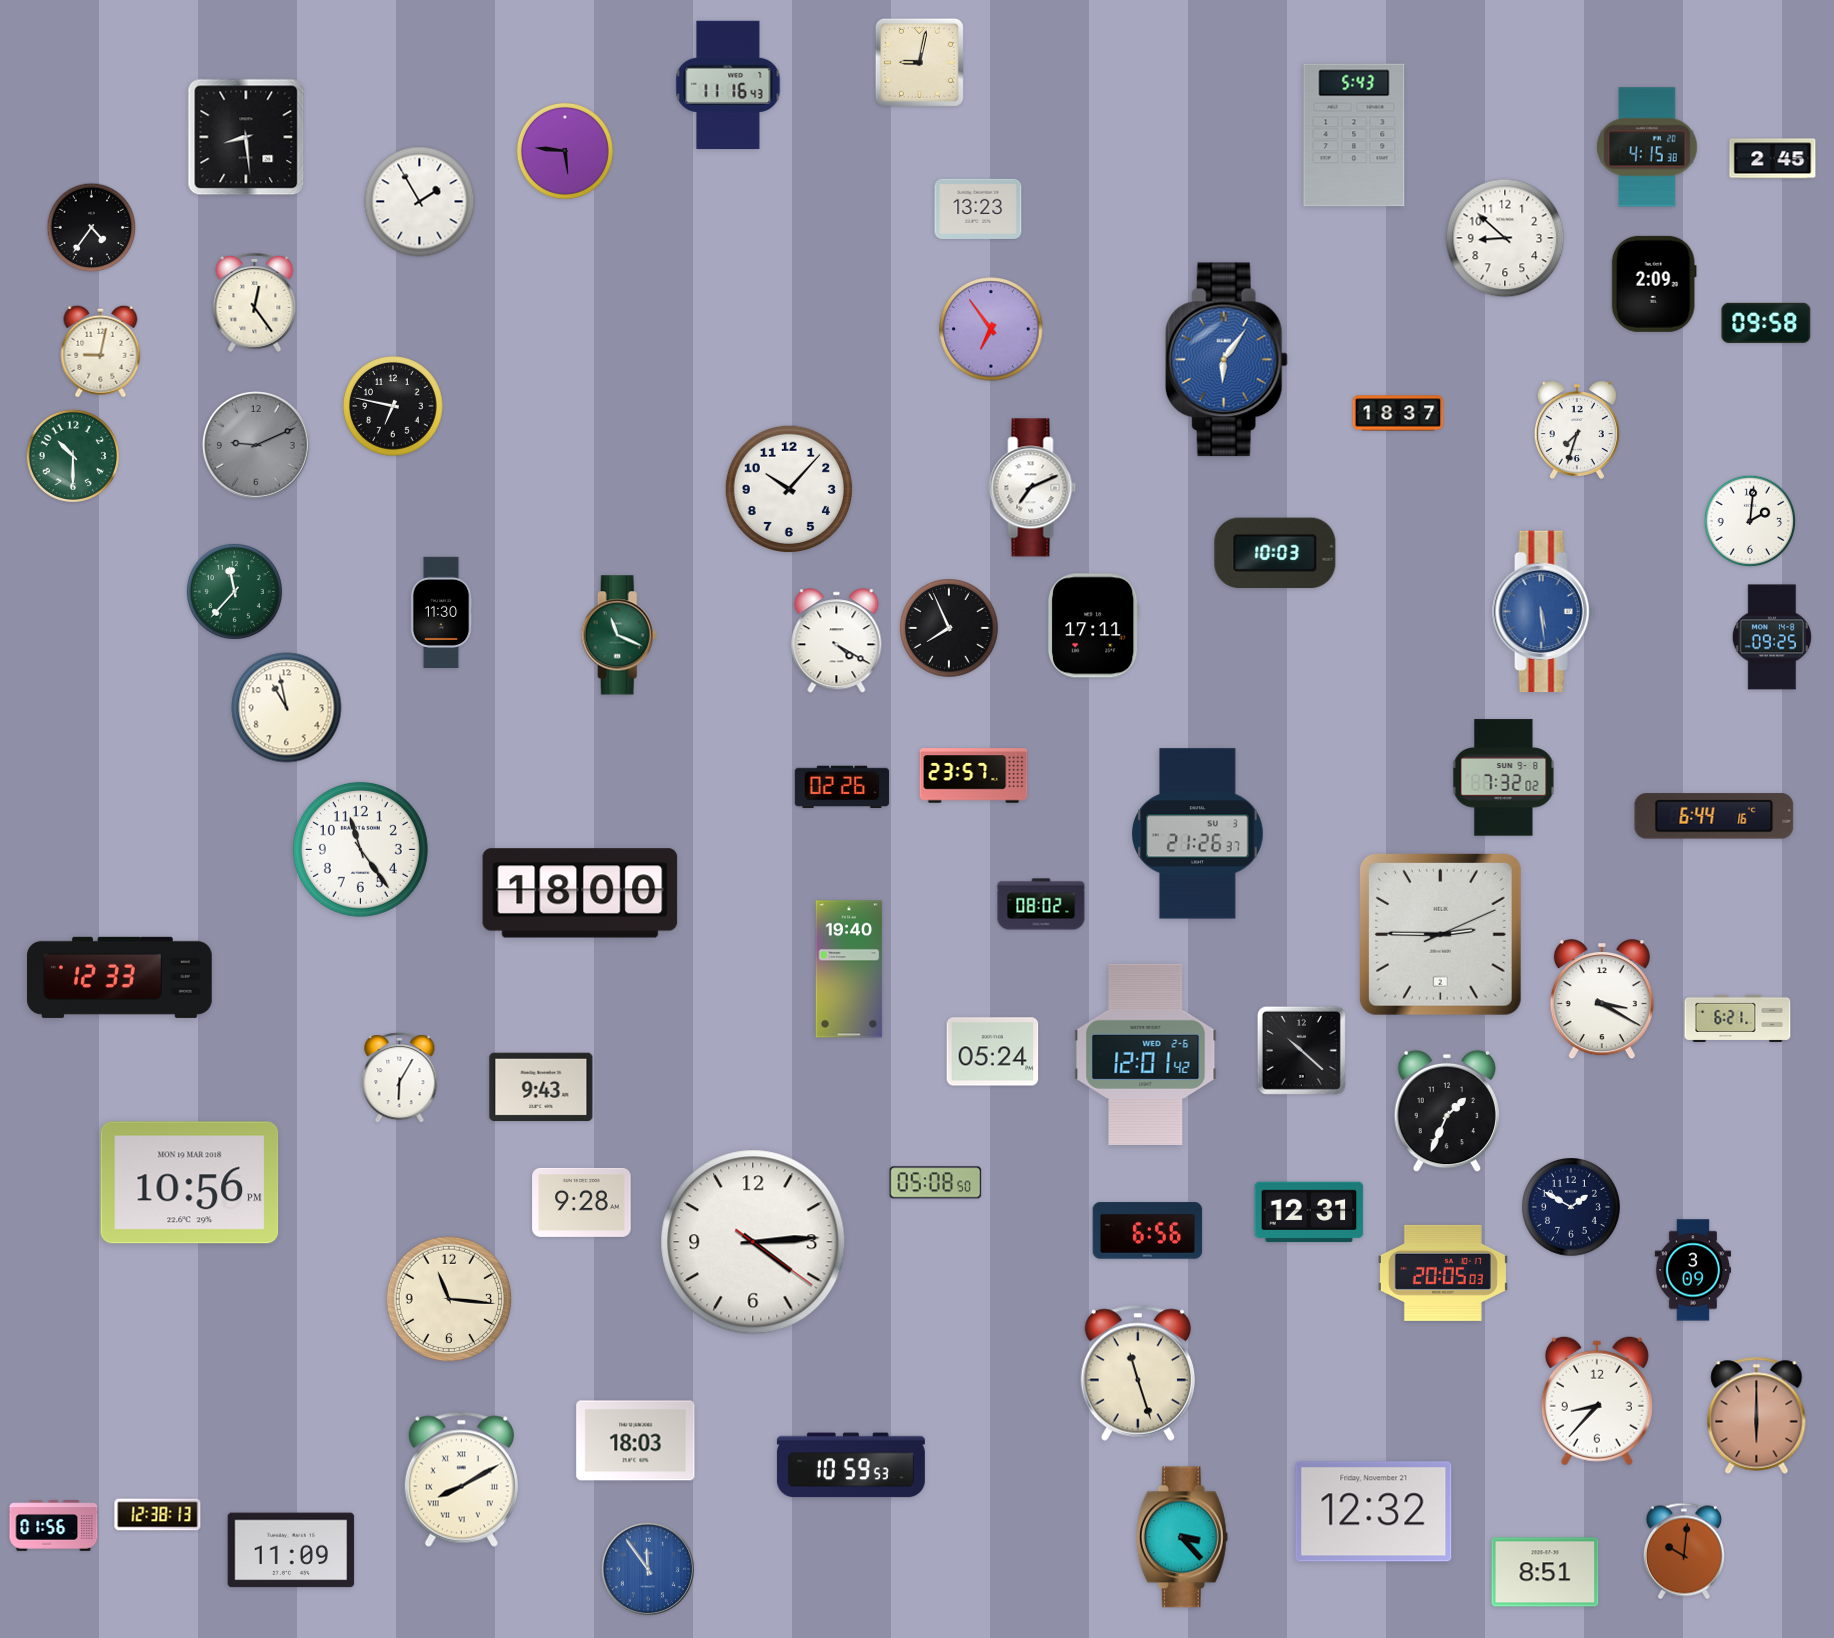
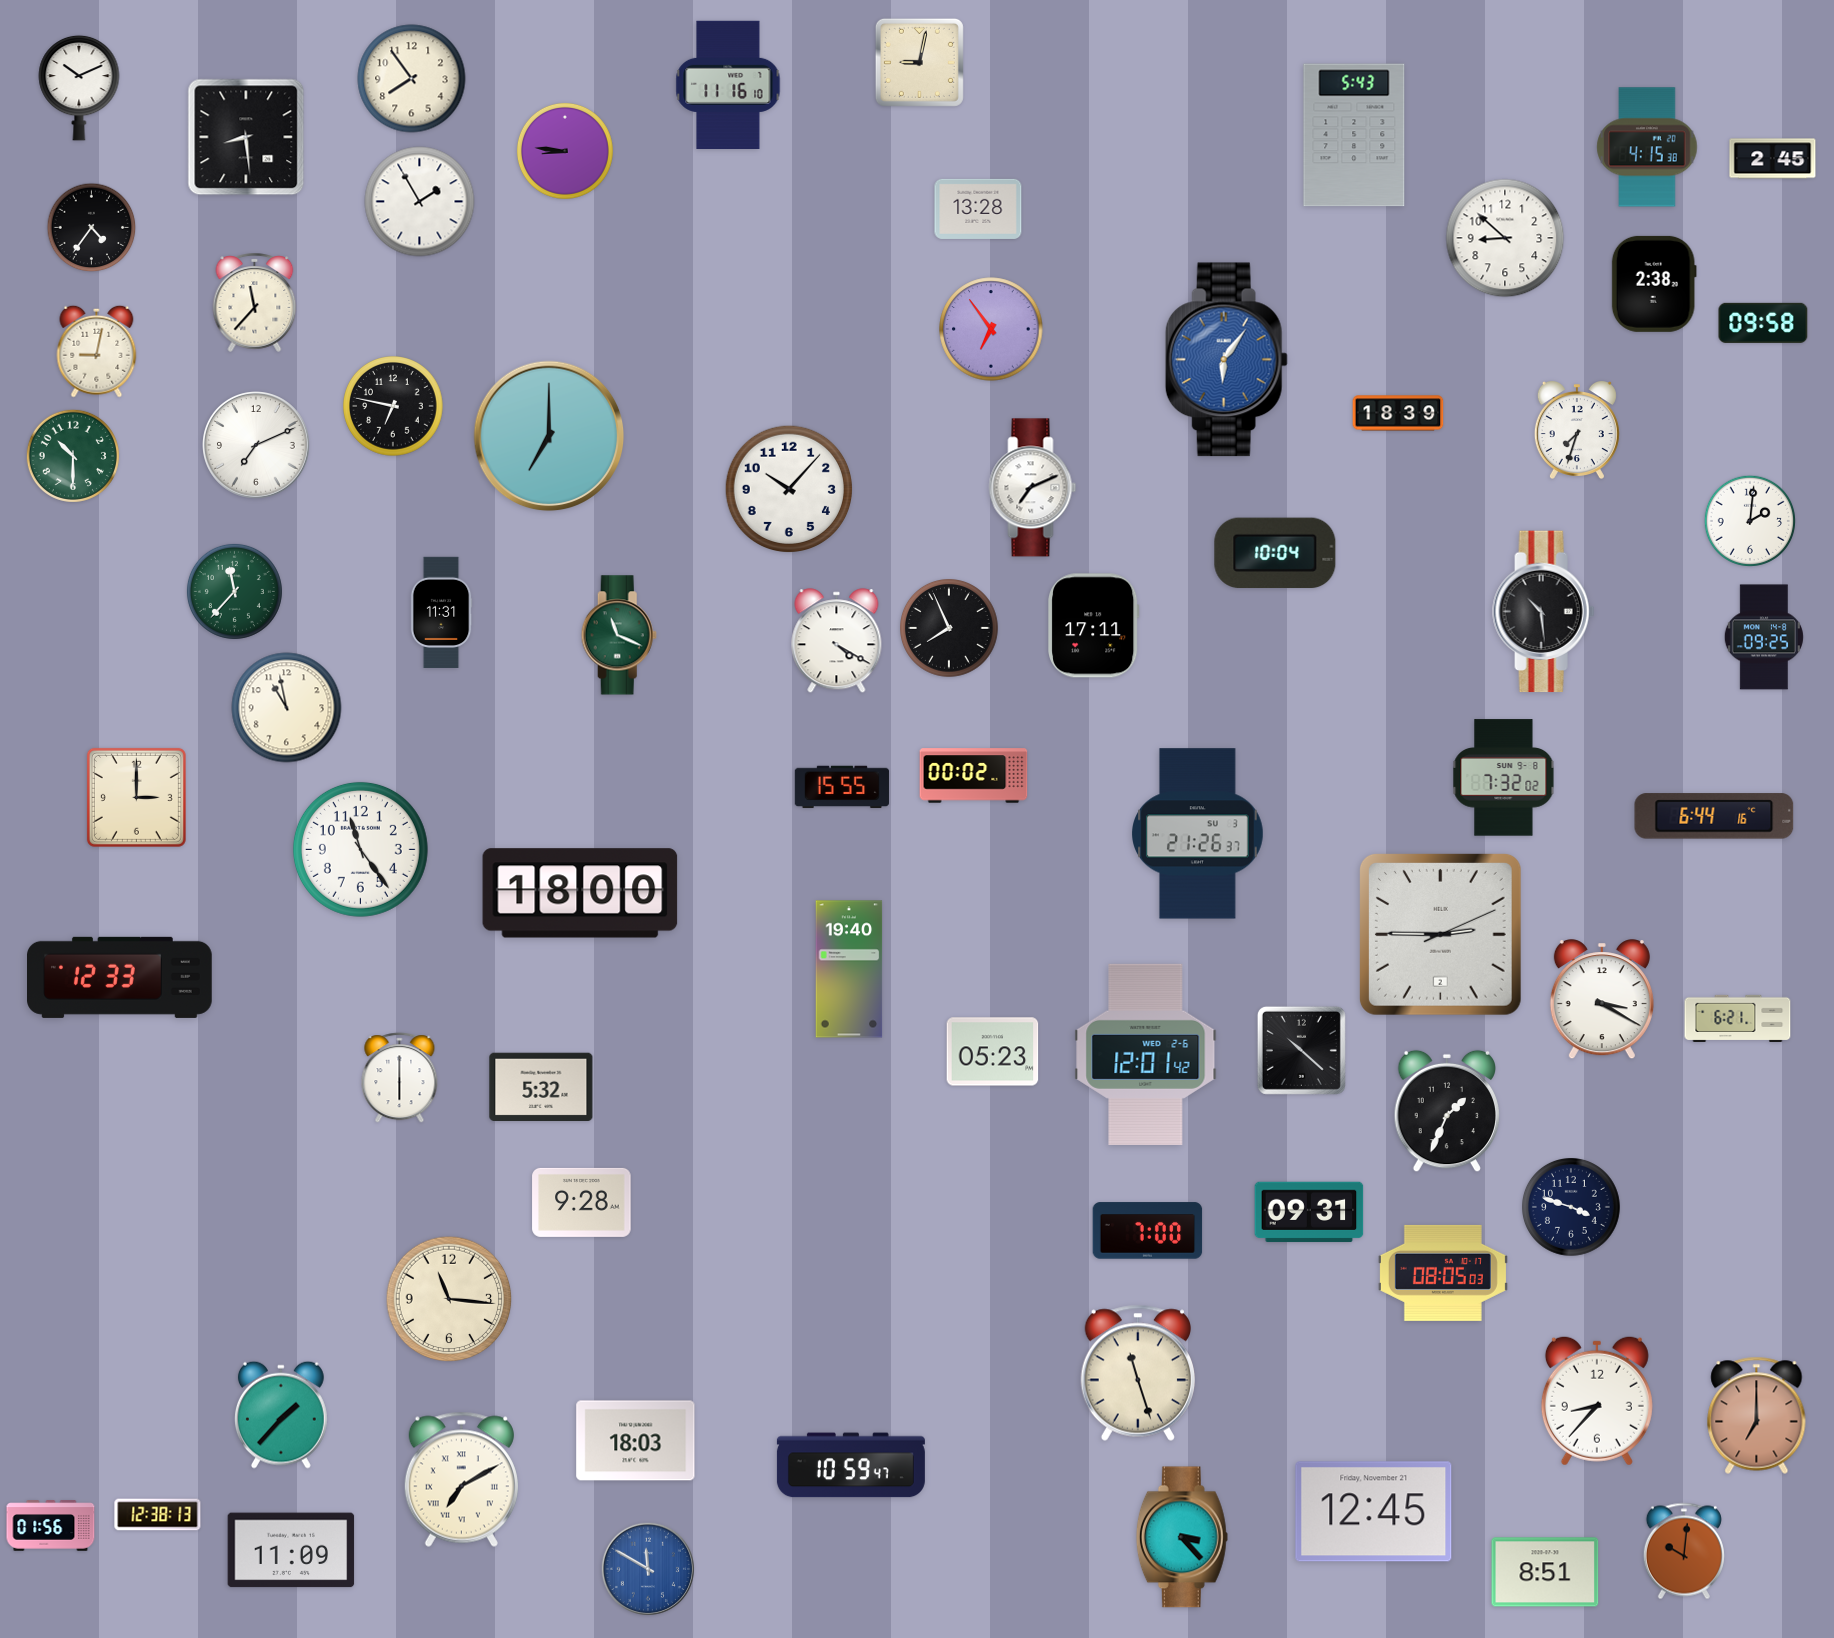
clock at (412, 79): none -> 7:54
clock at (728, 84): 11:16:43 -> 11:16:10
clock at (79, 88): none -> 10:11
clock at (565, 151): 5:46 -> 8:46
clock at (978, 209): 13:23 -> 13:28
clock at (1654, 284): 2:09 -> 2:38
clock at (255, 302): 12:24 -> 11:37
clock at (1766, 323) position: (1766, 323) -> (1763, 323)
clock at (101, 351) position: (101, 351) -> (97, 351)
clock at (1398, 413): 18:37 -> 18:39
clock at (549, 436): none -> 7:00
clock at (257, 446): 9:11 -> 7:11
clock at (257, 446) dial: grey -> white
clock at (1275, 553): 10:03 -> 10:04
clock at (441, 612): 11:30 -> 11:31
clock at (1544, 612): 5:29 -> 10:29
clock at (1544, 612) dial: blue -> black
clock at (1772, 637) position: (1772, 637) -> (1764, 637)
clock at (974, 776): 23:57 -> 00:02
clock at (842, 787): 02:26 -> 15:55
clock at (136, 797): none -> 3:00
clock at (1041, 904): 08:02 -> none
clock at (993, 1052): 05:24 -> 05:23
clock at (400, 1078): 6:05 -> 6:00
clock at (541, 1087): 9:43 -> 5:32
clock at (190, 1183): 10:56 -> none
clock at (936, 1183): 05:08 -> none
clock at (1572, 1208): 1:50 -> 3:48
clock at (1309, 1212): 12:31 -> 09:31
clock at (1148, 1231): 6:56 -> 7:00
clock at (753, 1242): 4:14 -> none
clock at (1692, 1270): 3:09 -> none
clock at (1443, 1273): 20:05 -> 08:05
clock at (281, 1415): none -> 1:37
clock at (1757, 1415): 6:00 -> 7:00
clock at (851, 1465): 10:59:53 -> 10:59:47
clock at (461, 1479): 8:10 -> 7:10
clock at (1374, 1512): 12:32 -> 12:45
clock at (54, 1526) position: (54, 1526) -> (51, 1526)
clock at (647, 1569): 11:54 -> 11:50
